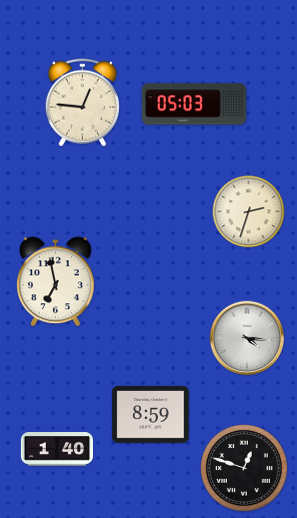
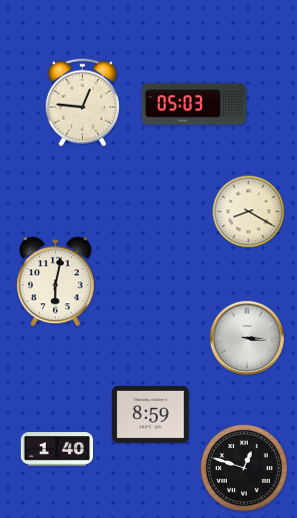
clock at (249, 212): 2:33 -> 8:20
clock at (56, 282): 6:58 -> 6:02
clock at (247, 338): 4:16 -> 3:16
